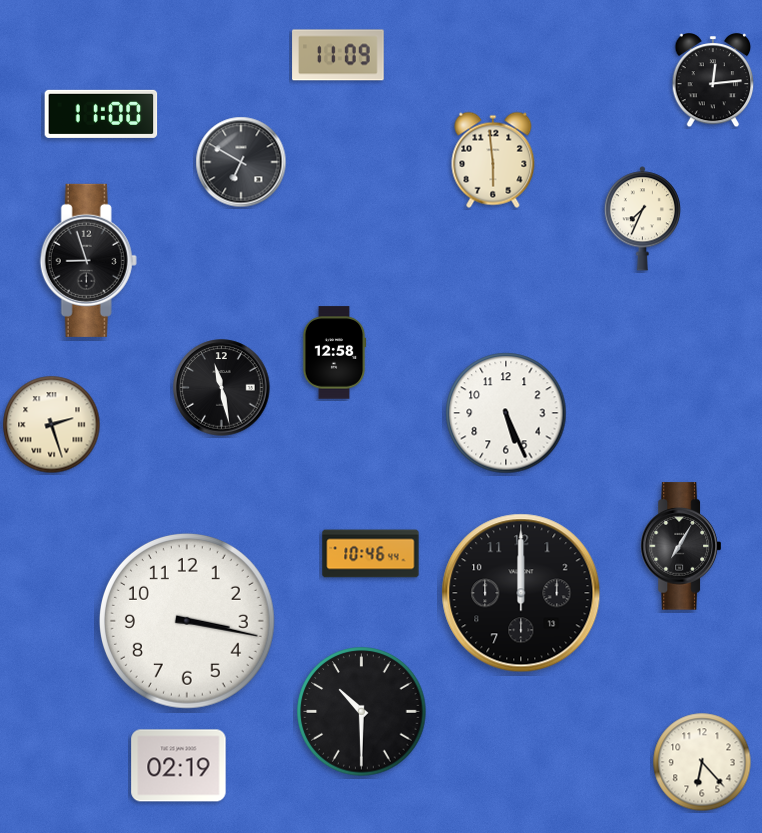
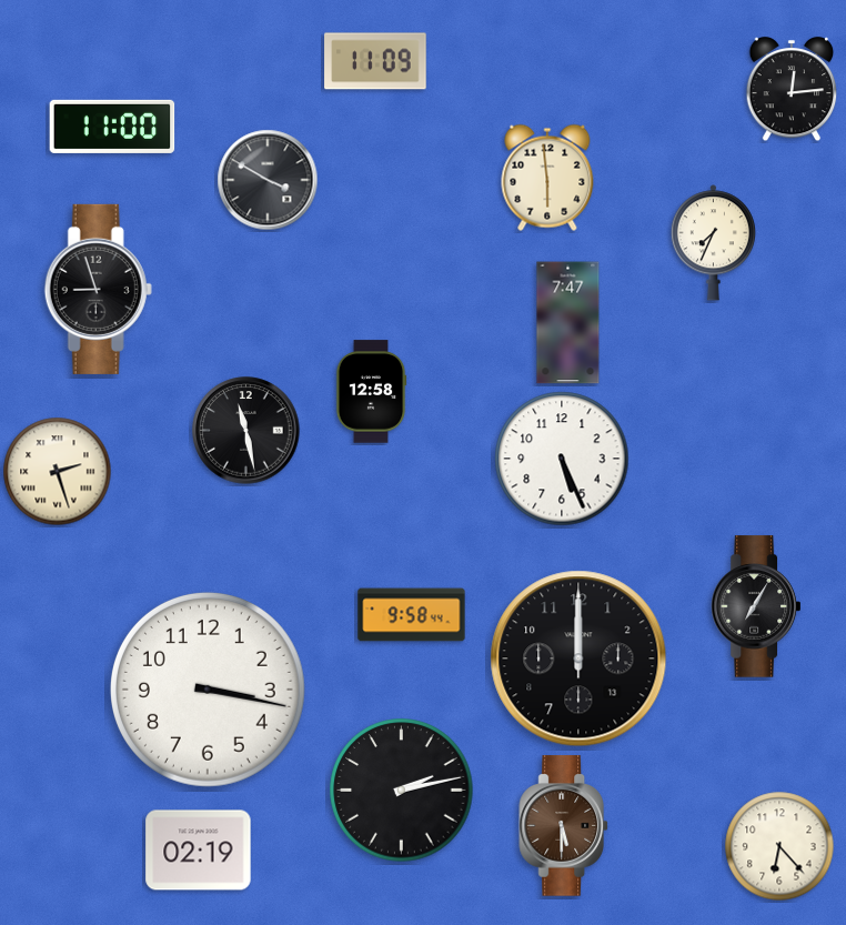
clock at (241, 162): 6:50 -> 3:50
clock at (568, 323): none -> 7:47
clock at (371, 554): 10:46 -> 9:58
clock at (362, 712): 10:30 -> 2:13
clock at (563, 826): none -> 5:30
